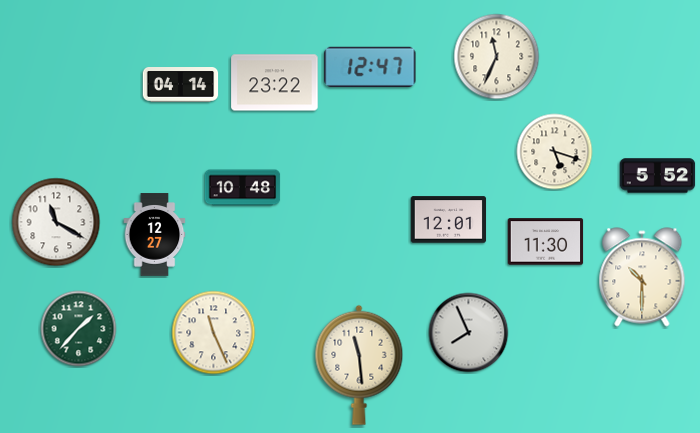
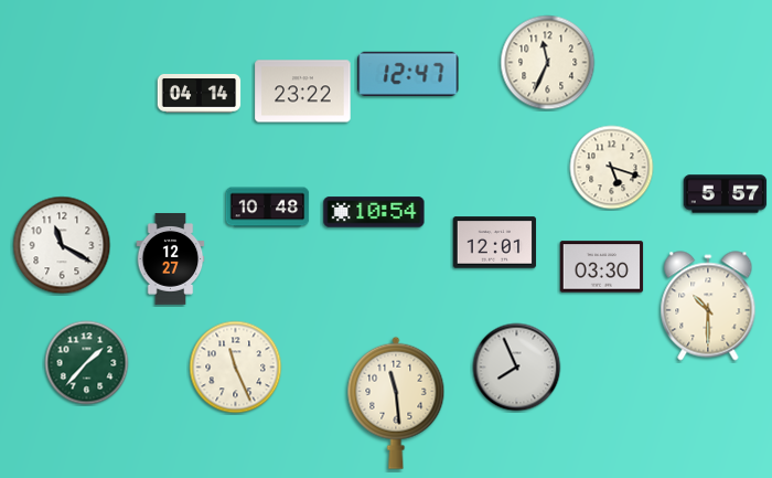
clock at (658, 176): 5:52 -> 5:57
clock at (374, 212): none -> 10:54
clock at (546, 242): 11:30 -> 03:30
